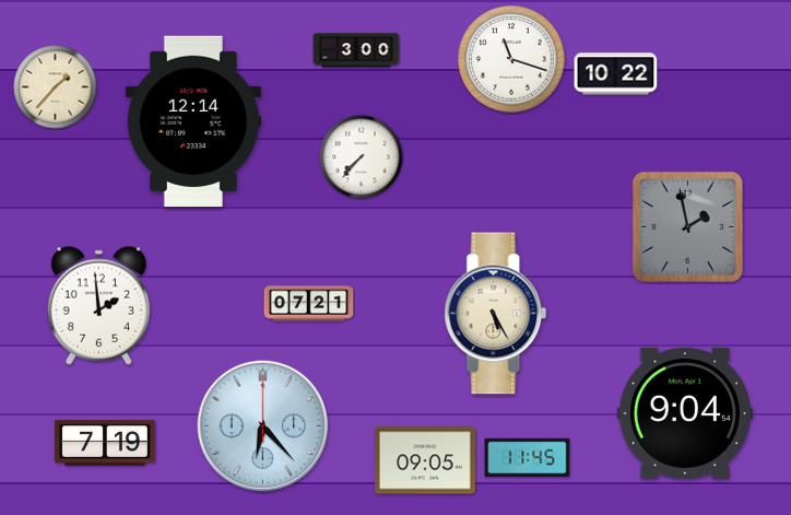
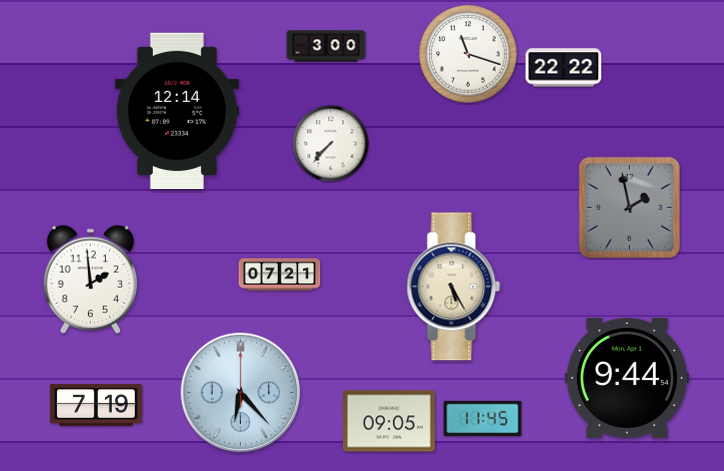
clock at (616, 74): 10:22 -> 22:22
clock at (56, 87): 1:37 -> none
clock at (309, 304) position: (309, 304) -> (280, 275)
clock at (685, 413): 9:04 -> 9:44
clock at (263, 426) position: (263, 426) -> (241, 393)
